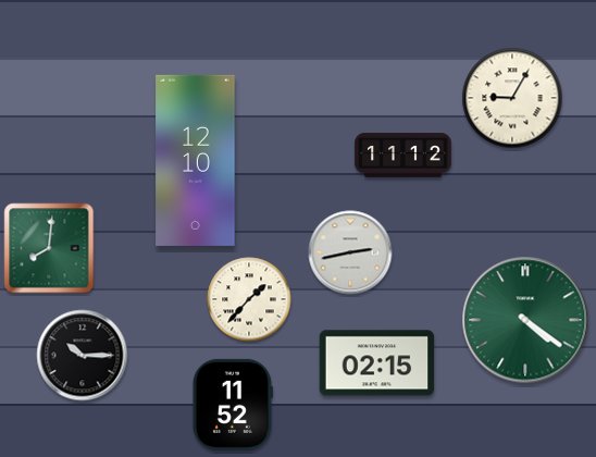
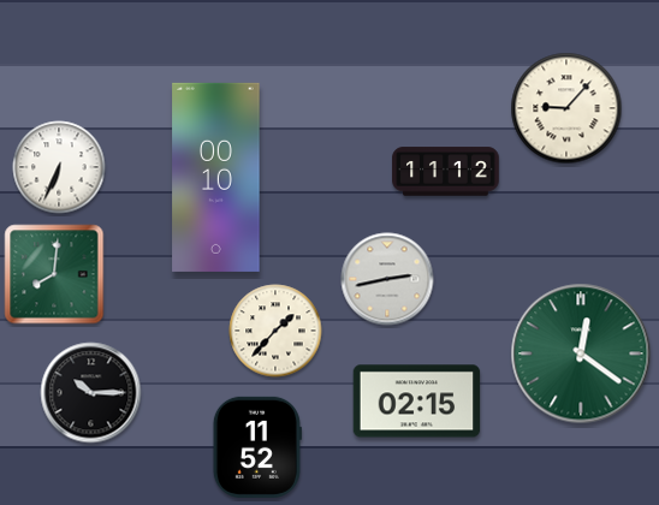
clock at (512, 98): 9:05 -> 9:07
clock at (59, 167): none -> 6:34
clock at (196, 160): 12:10 -> 00:10
clock at (525, 320): 4:21 -> 12:21
